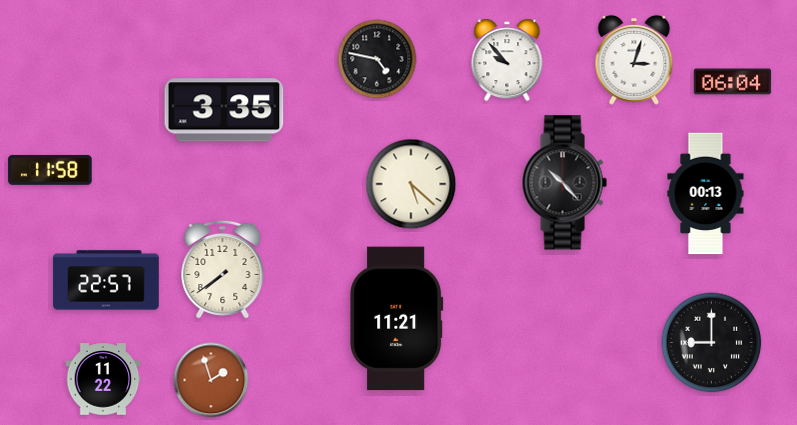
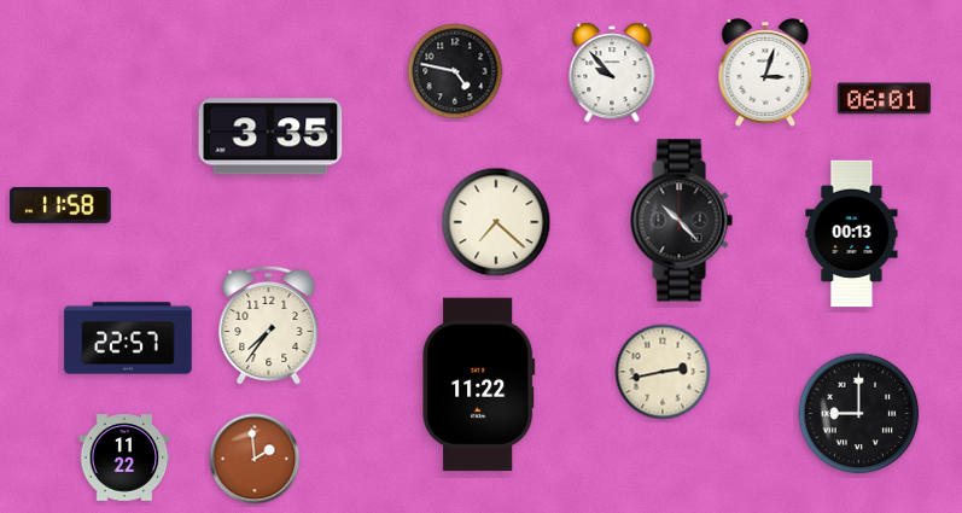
clock at (733, 82): 06:04 -> 06:01
clock at (224, 110) position: (224, 110) -> (270, 136)
clock at (411, 184): 5:22 -> 7:22
clock at (223, 269): 7:39 -> 7:36
clock at (663, 372): none -> 2:43
clock at (397, 319): 11:21 -> 11:22
clock at (211, 380): 1:57 -> 1:59
